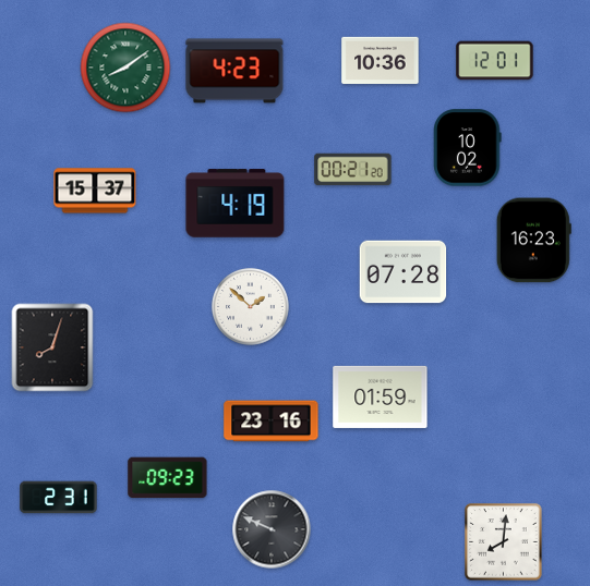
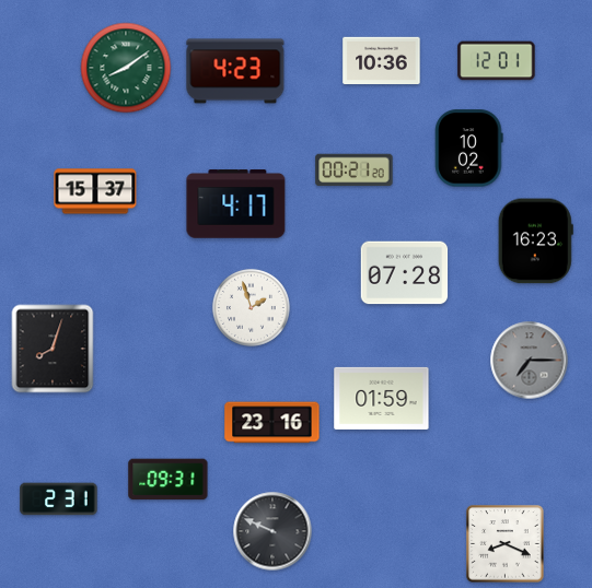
clock at (236, 204): 4:19 -> 4:17
clock at (250, 306): 1:52 -> 1:57
clock at (530, 361): none -> 7:15
clock at (168, 478): 09:23 -> 09:31
clock at (504, 542): 8:01 -> 8:19
